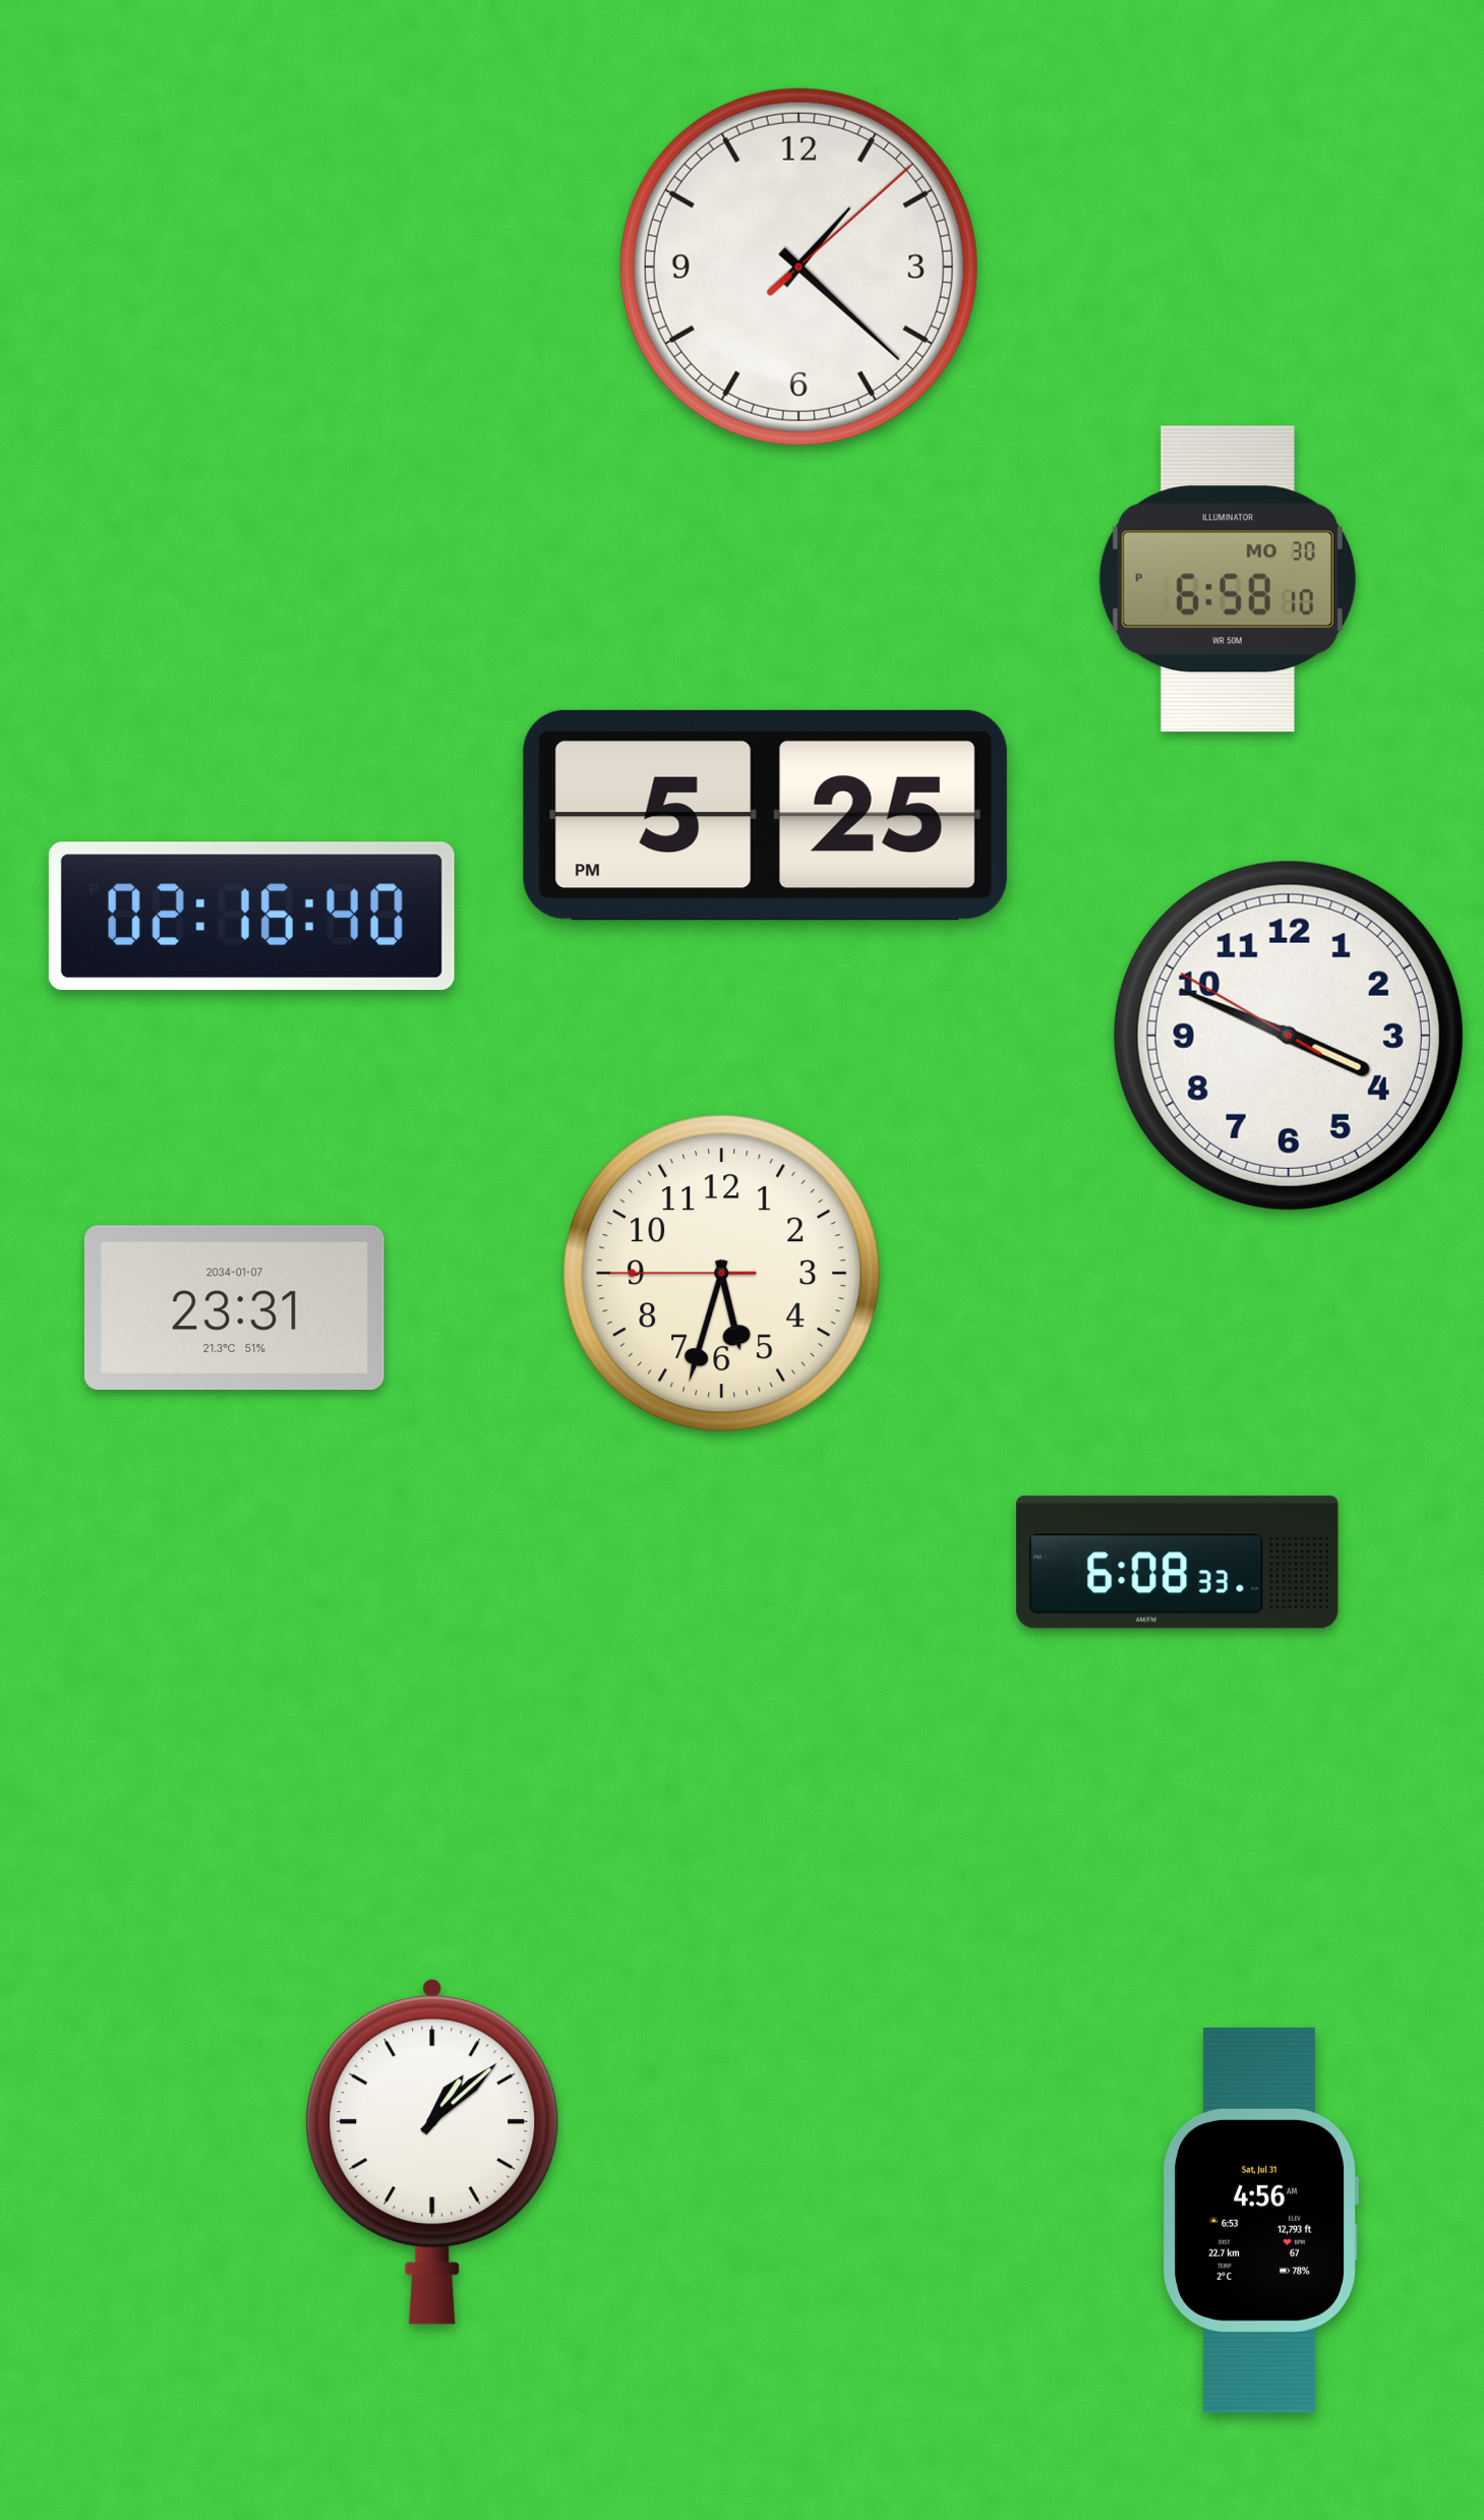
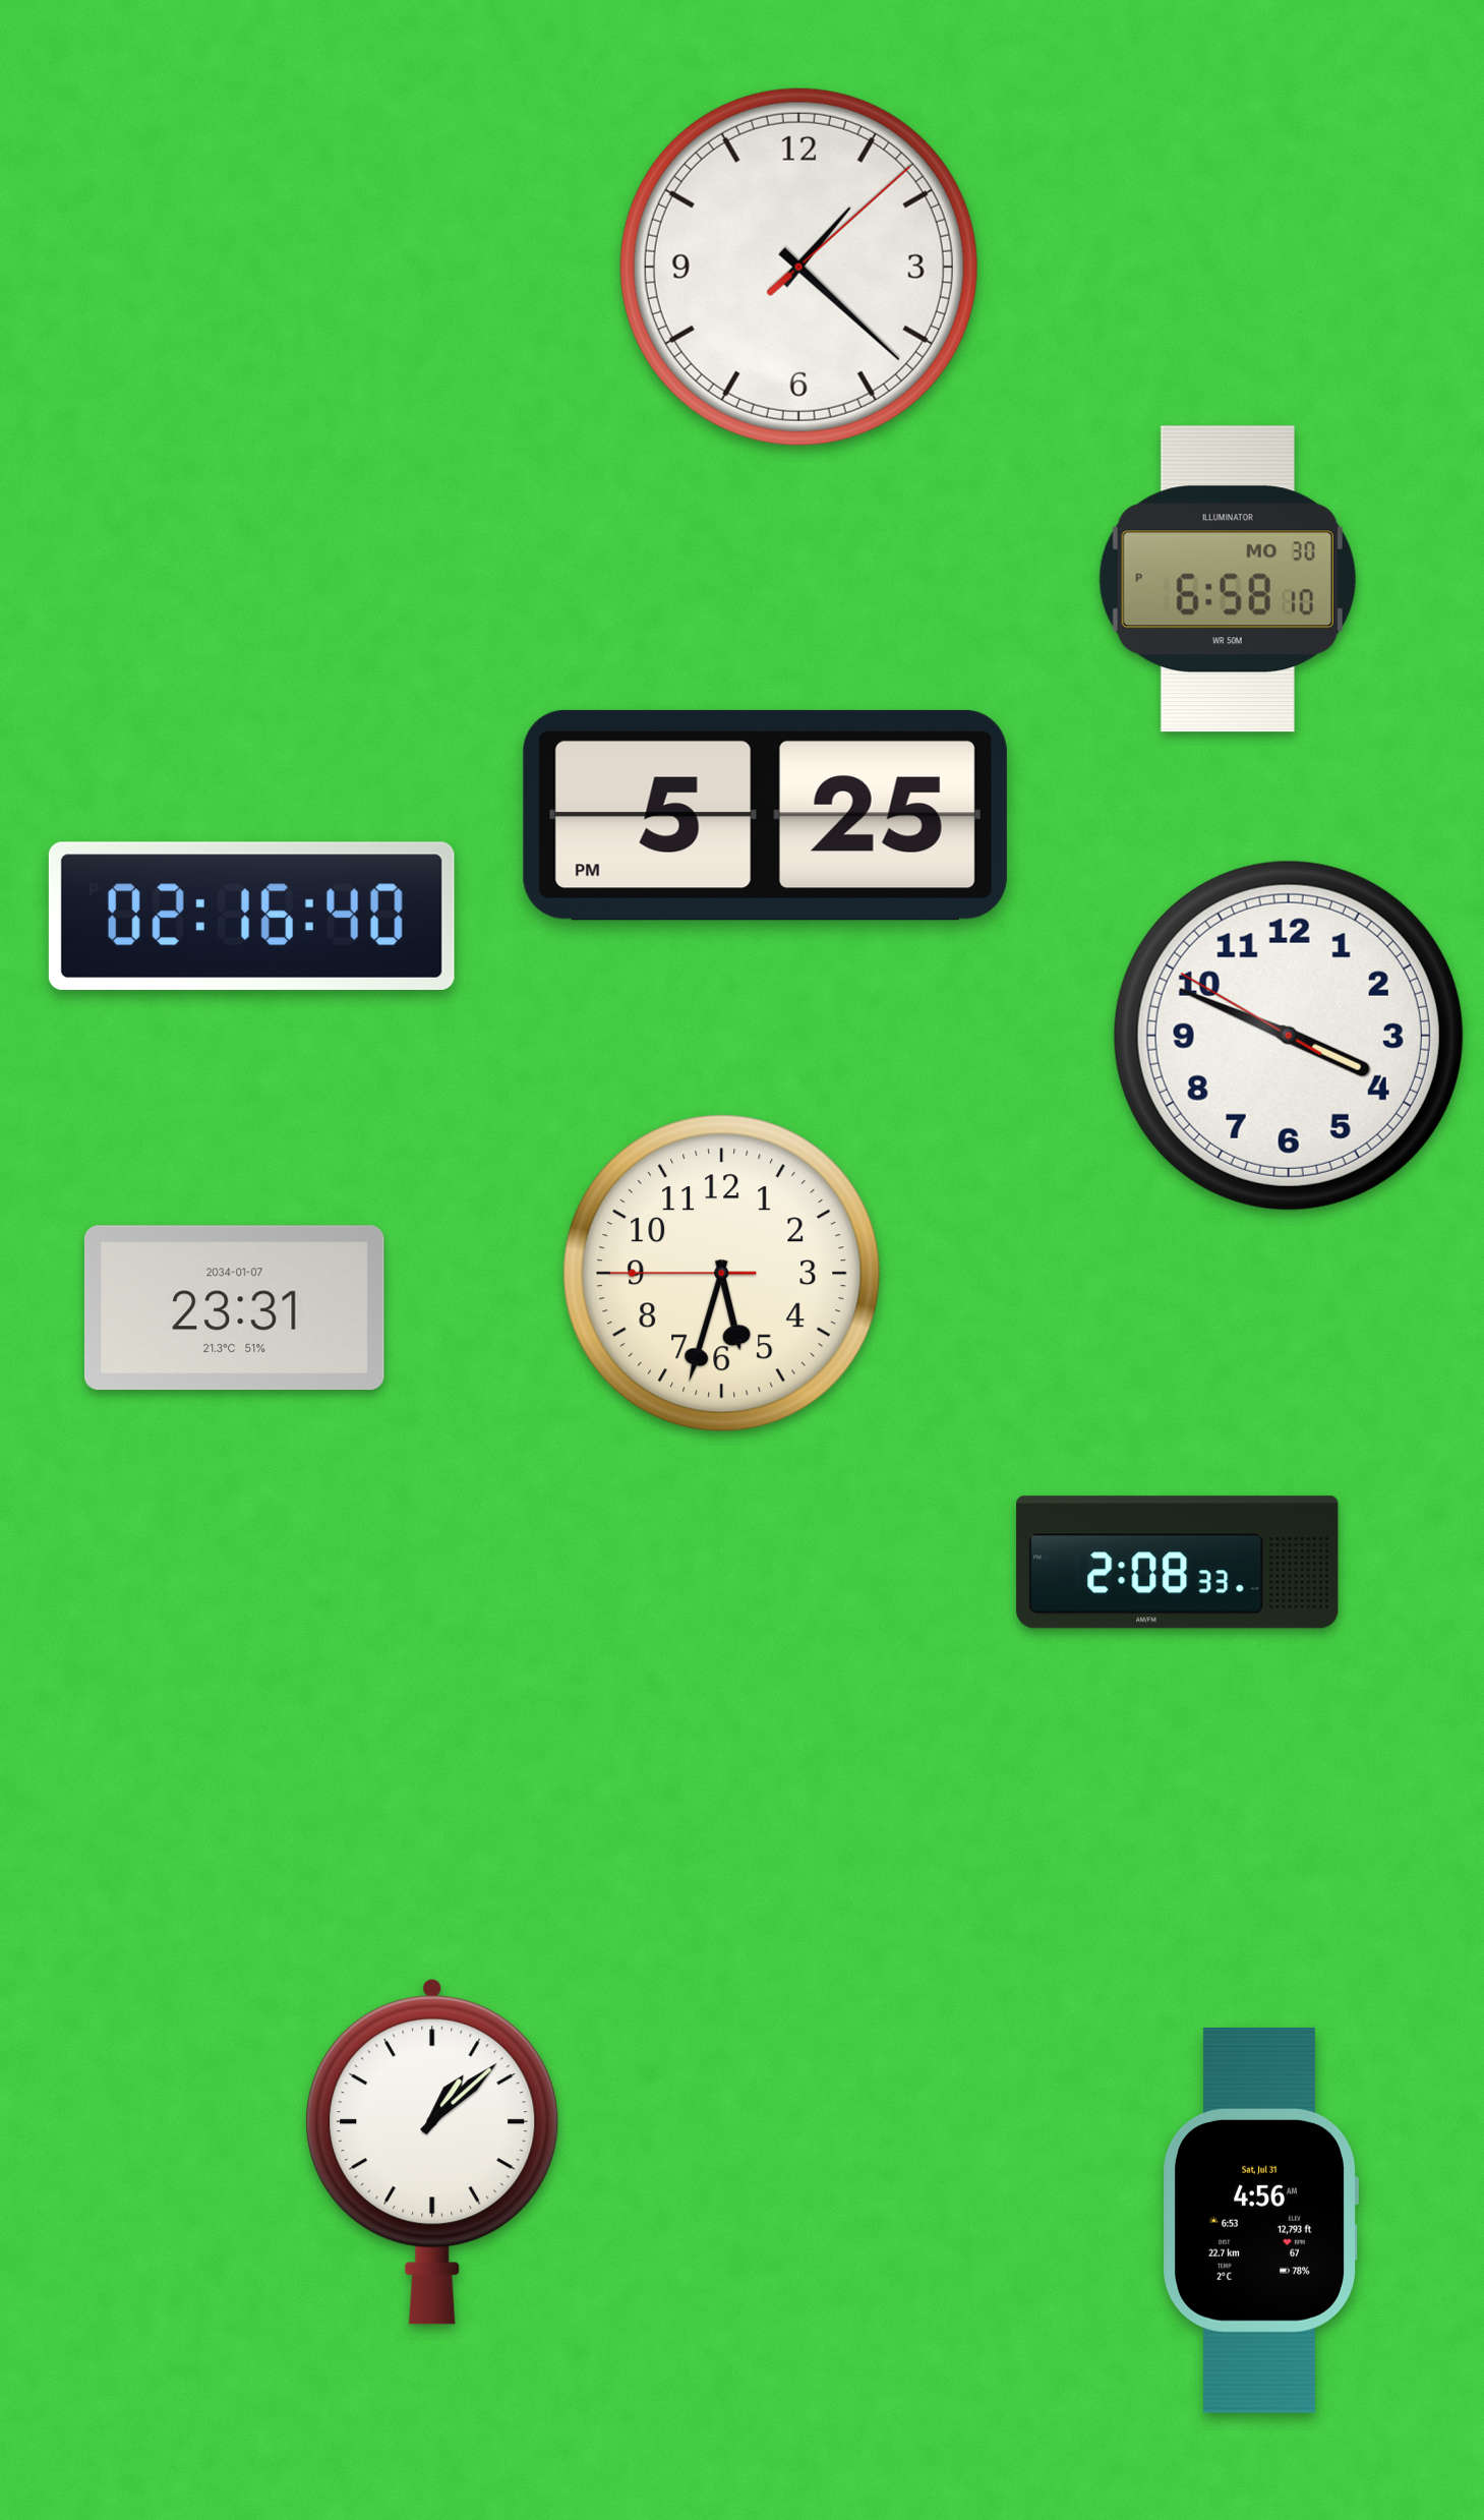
clock at (1178, 1563): 6:08 -> 2:08
